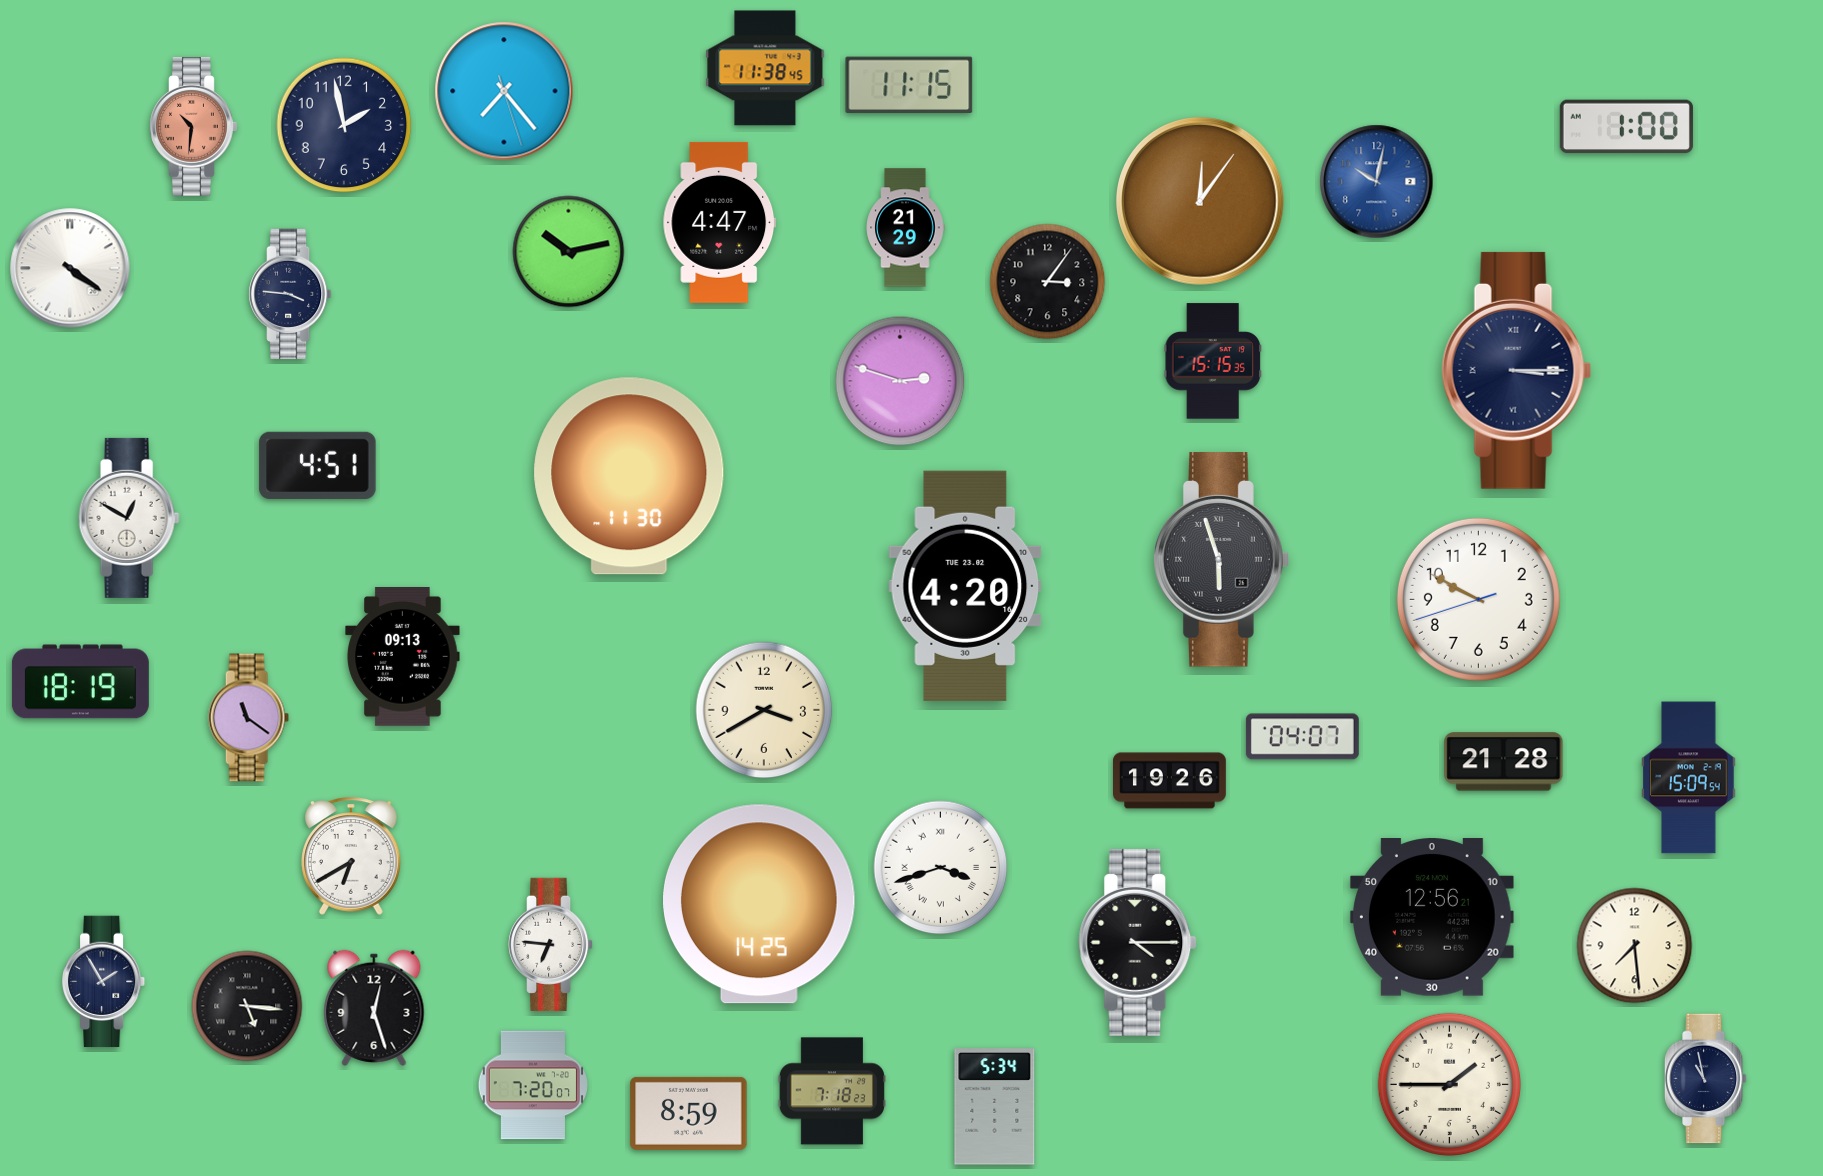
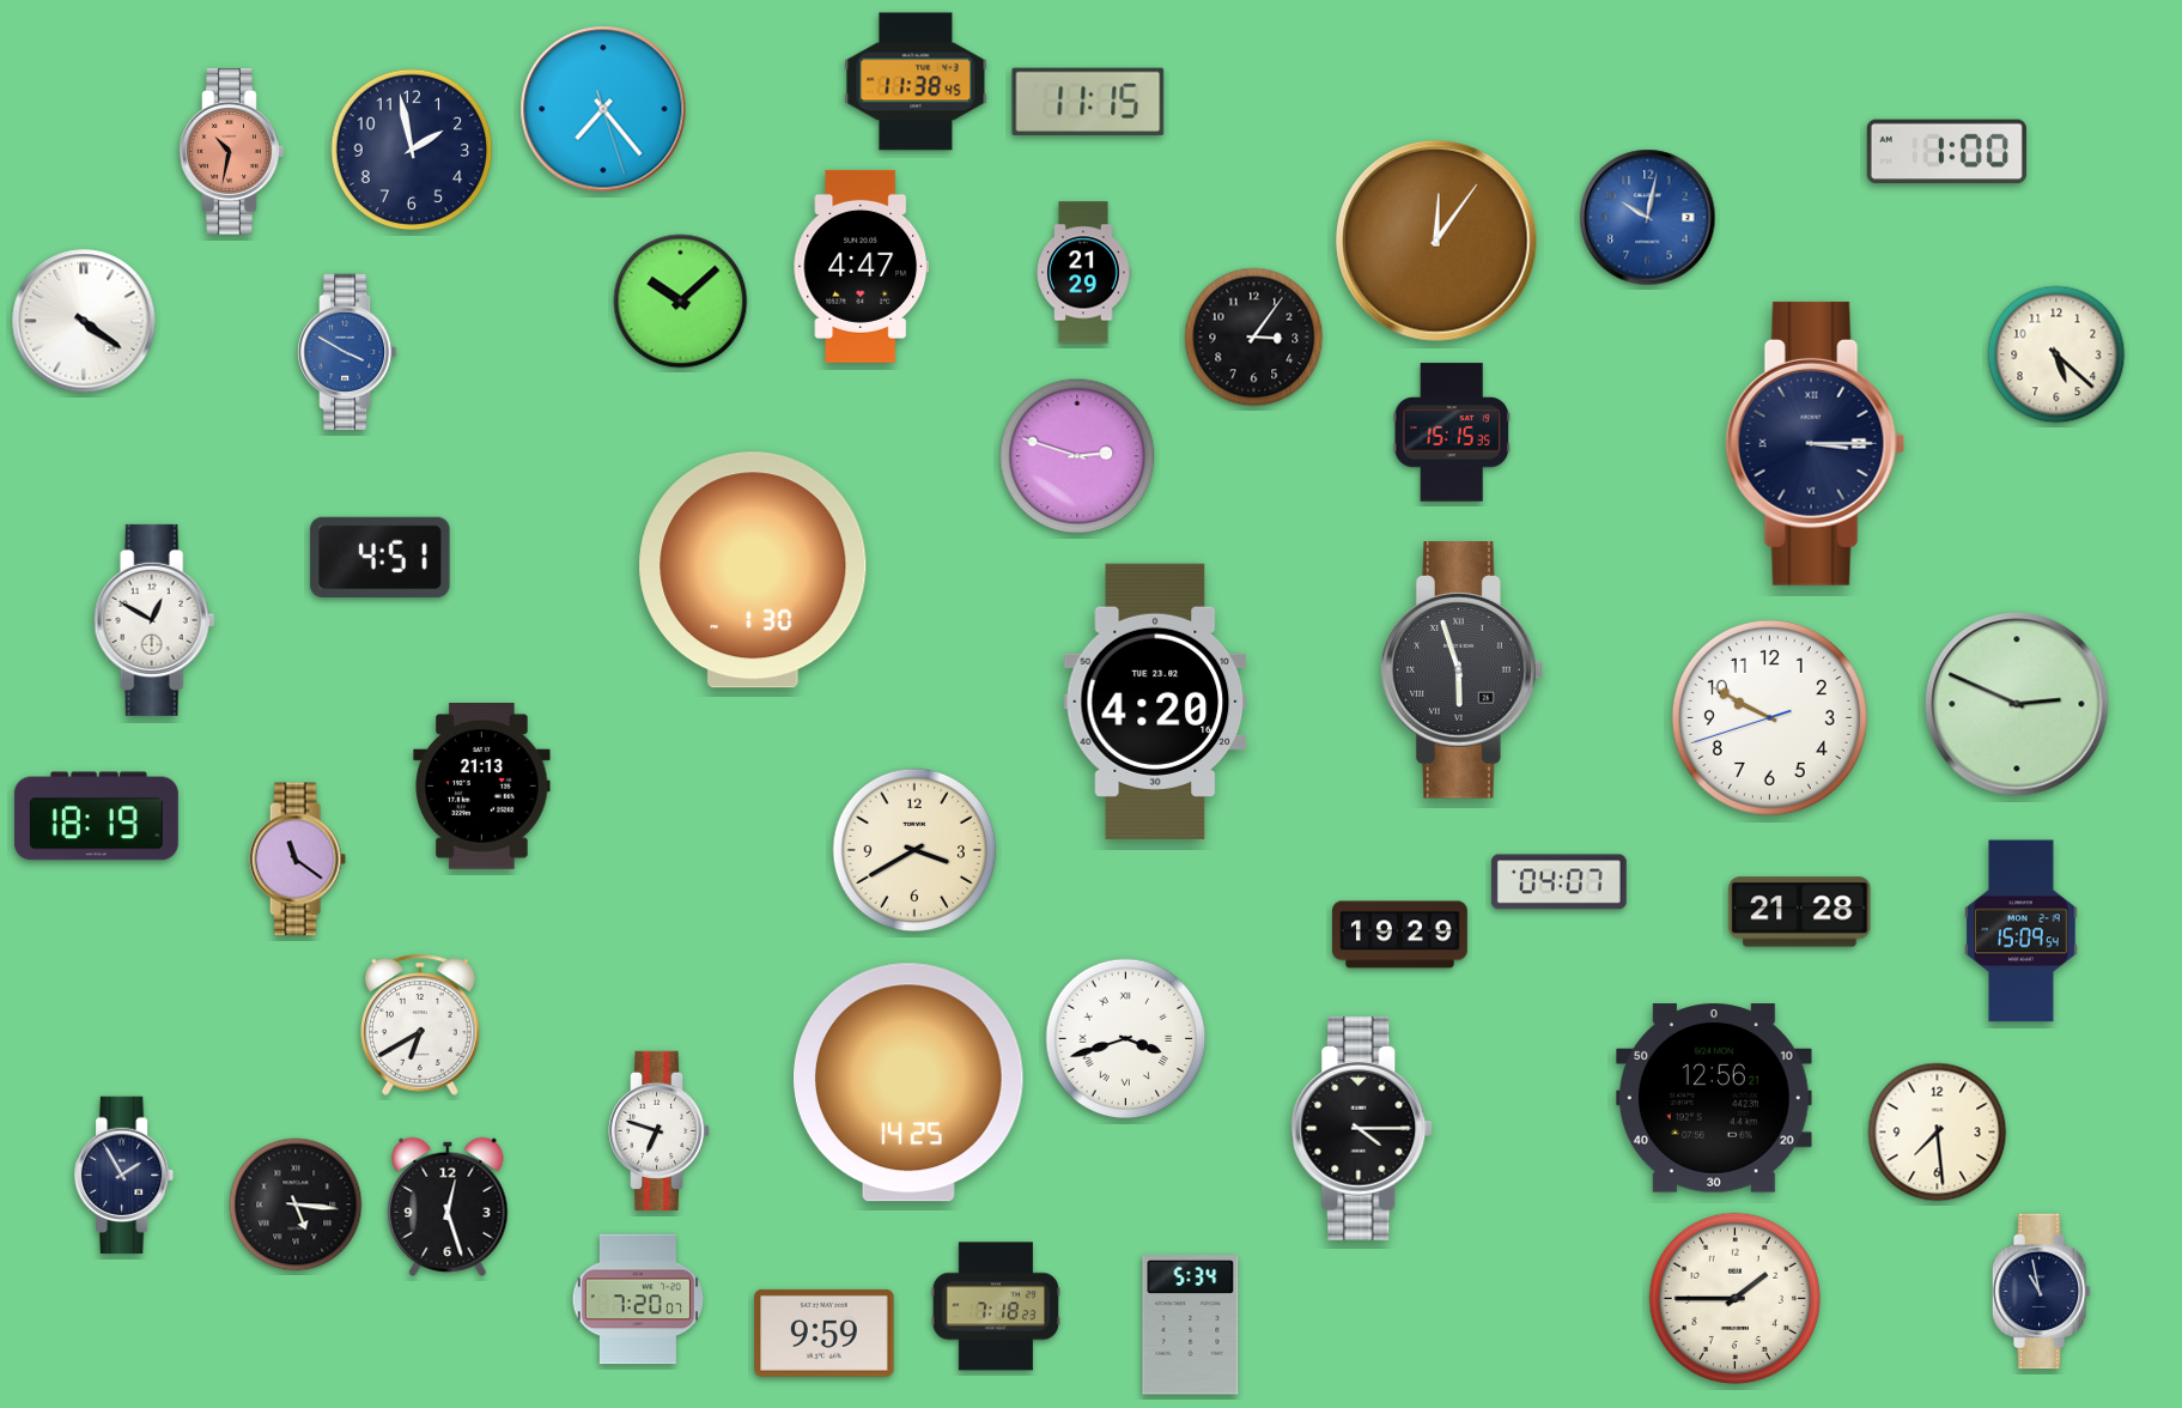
clock at (194, 127): 10:31 -> 10:32
clock at (569, 252): 10:13 -> 10:08
clock at (290, 294): 3:46 -> 3:50
clock at (290, 294) dial: navy -> blue
clock at (2056, 354): none -> 5:22
clock at (629, 476): 11:30 -> 1:30
clock at (2017, 704): none -> 2:49
clock at (403, 657): 09:13 -> 21:13
clock at (1170, 781): 19:26 -> 19:29
clock at (552, 944): 6:46 -> 6:48
clock at (1635, 946) position: (1635, 946) -> (1938, 1133)
clock at (689, 1113): 8:59 -> 9:59
